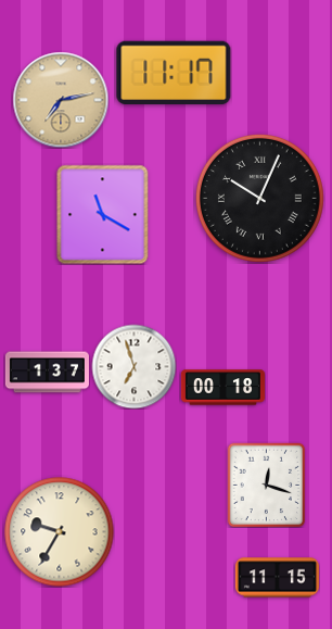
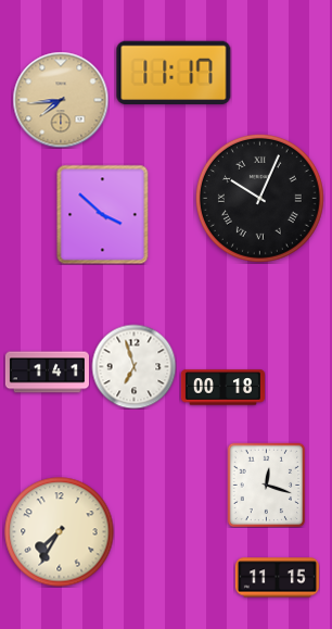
clock at (61, 100): 7:13 -> 7:44
clock at (103, 214): 11:20 -> 3:52
clock at (47, 373): 1:37 -> 1:41
clock at (60, 532): 9:35 -> 7:35
